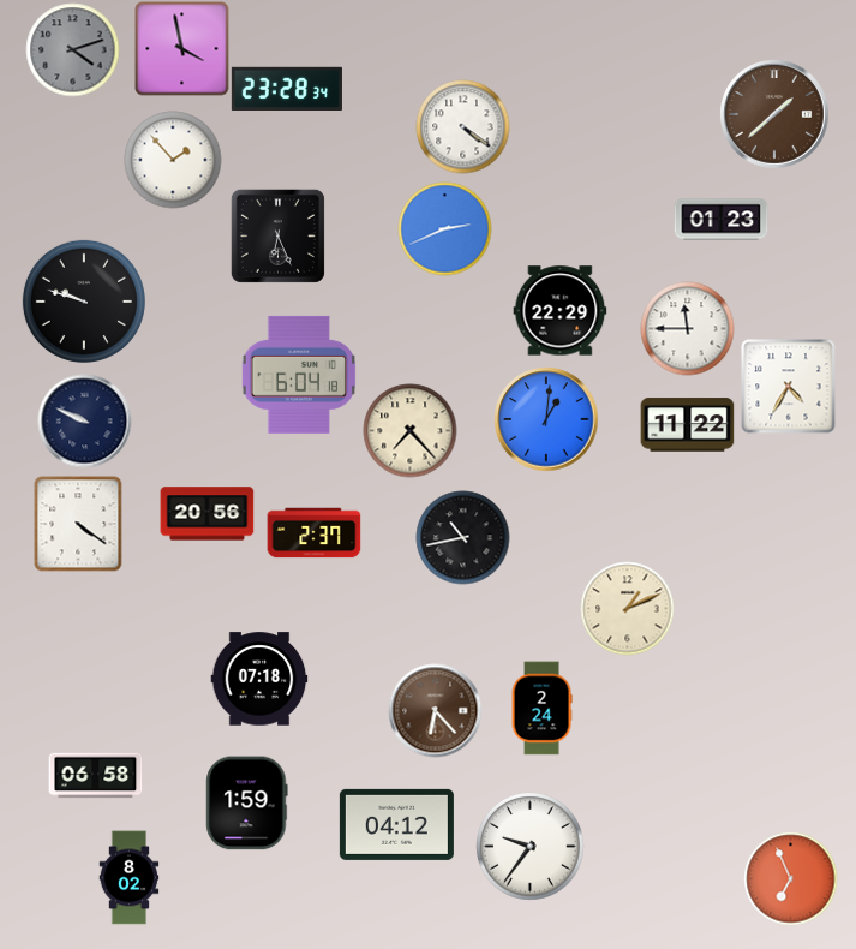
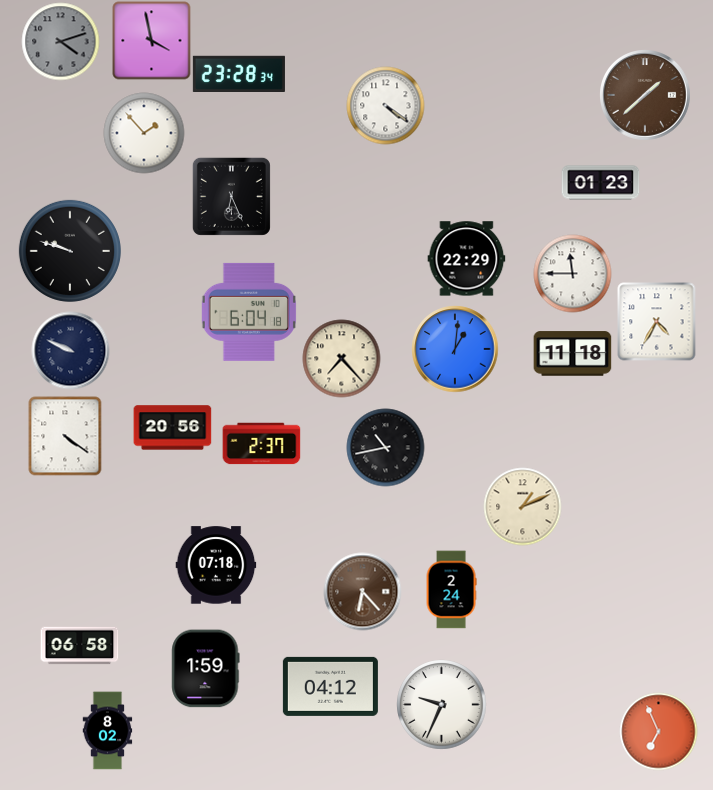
clock at (444, 228): 2:41 -> none
clock at (687, 425): 11:22 -> 11:18
clock at (529, 846): 9:36 -> 9:34
